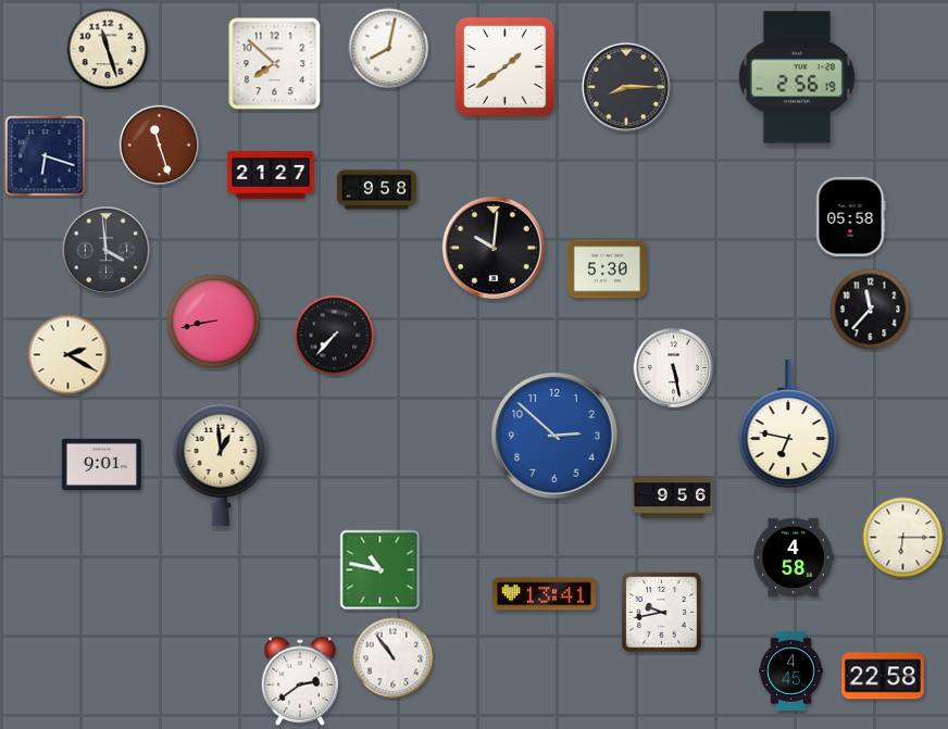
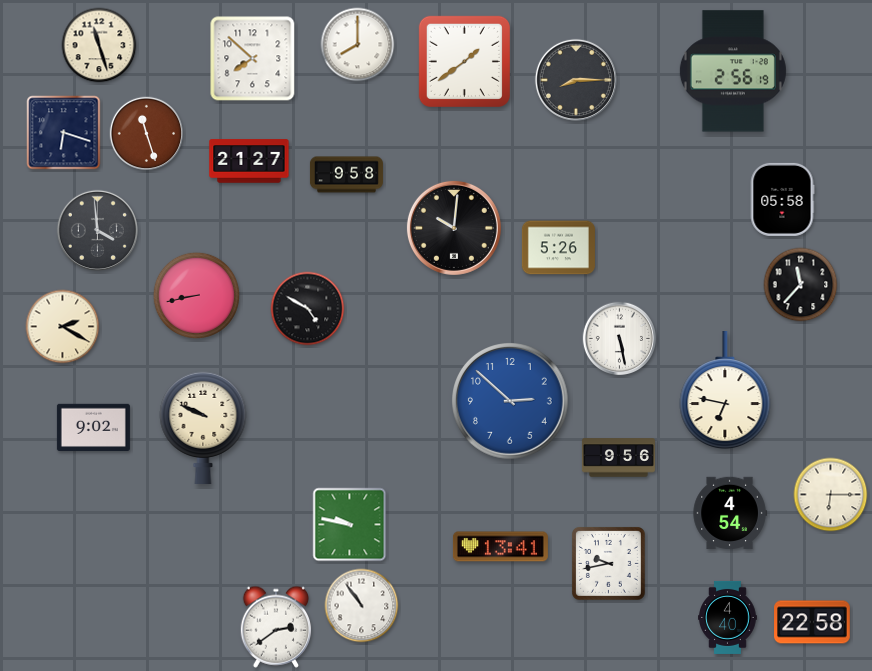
clock at (389, 49): 8:02 -> 8:00
clock at (46, 156) position: (46, 156) -> (64, 133)
clock at (607, 269): 5:30 -> 5:26
clock at (335, 336): 7:37 -> 4:50
clock at (101, 464): 9:01 -> 9:02
clock at (221, 465): 12:59 -> 9:49
clock at (794, 557): 4:58 -> 4:54
clock at (381, 570): 10:47 -> 9:47
clock at (791, 670): 4:45 -> 4:40
